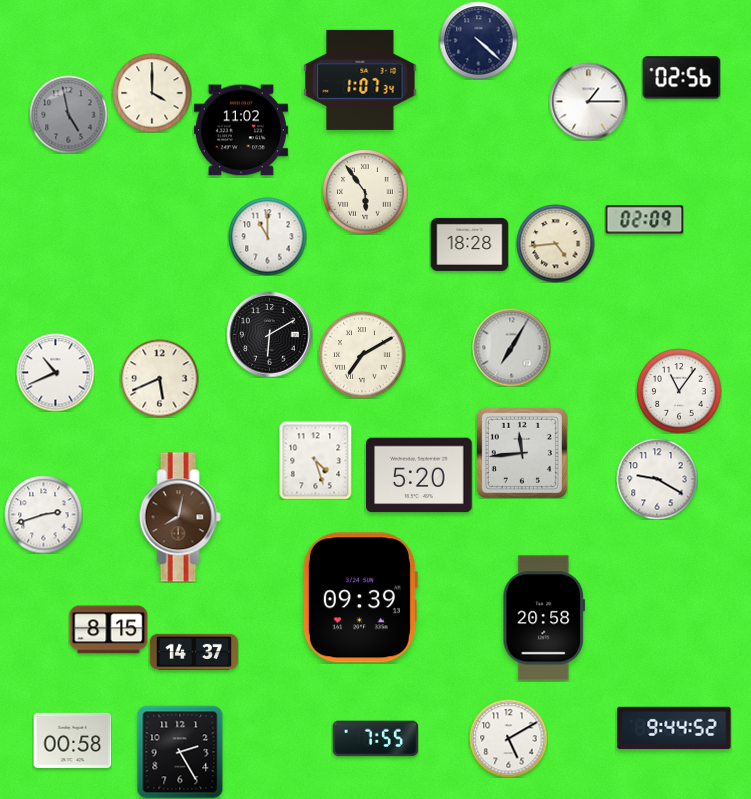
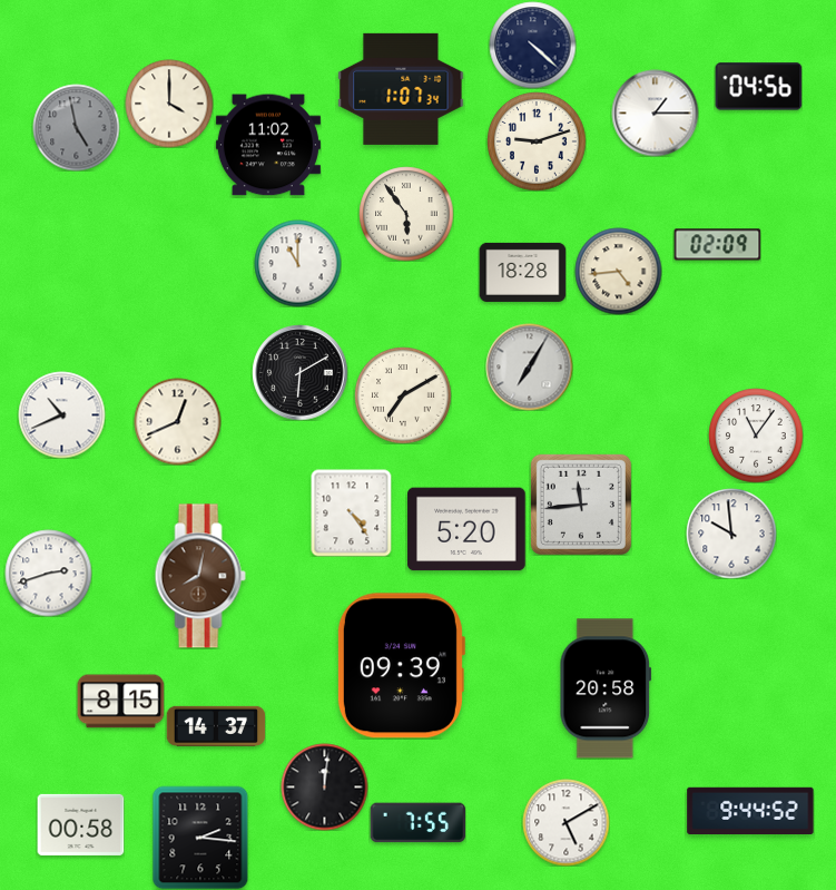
clock at (681, 78): 02:56 -> 04:56
clock at (537, 141): none -> 9:12
clock at (511, 347) position: (511, 347) -> (529, 366)
clock at (159, 378): 5:41 -> 12:41
clock at (316, 460): 4:27 -> 4:24
clock at (657, 479): 9:20 -> 9:59
clock at (324, 786): none -> 12:01
clock at (180, 752): 2:25 -> 2:16
